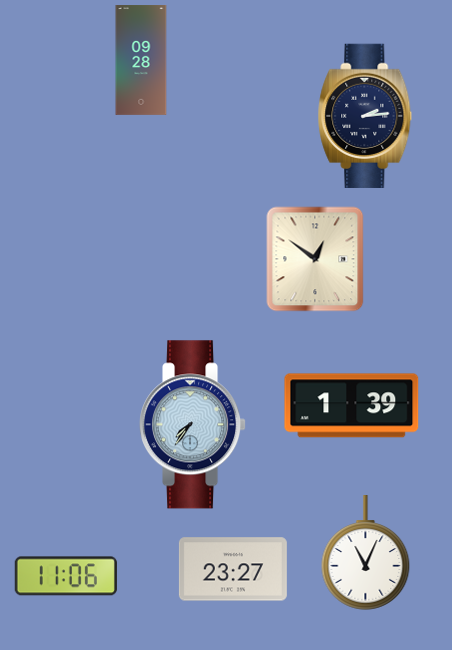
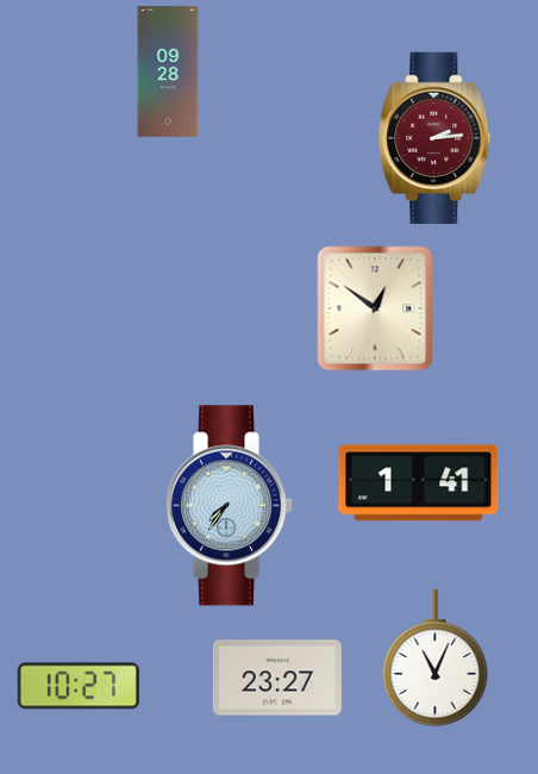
clock at (365, 115) dial: navy -> burgundy
clock at (352, 406): 1:39 -> 1:41
clock at (66, 576): 11:06 -> 10:27
